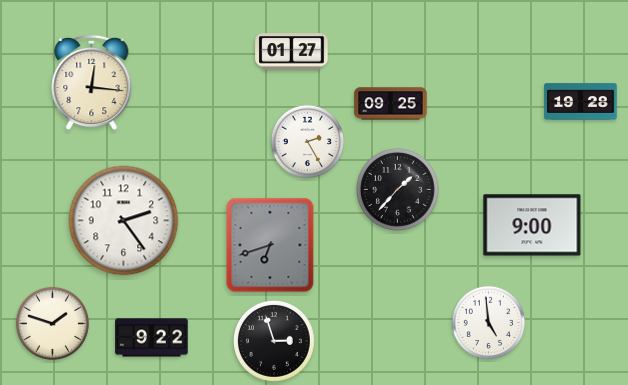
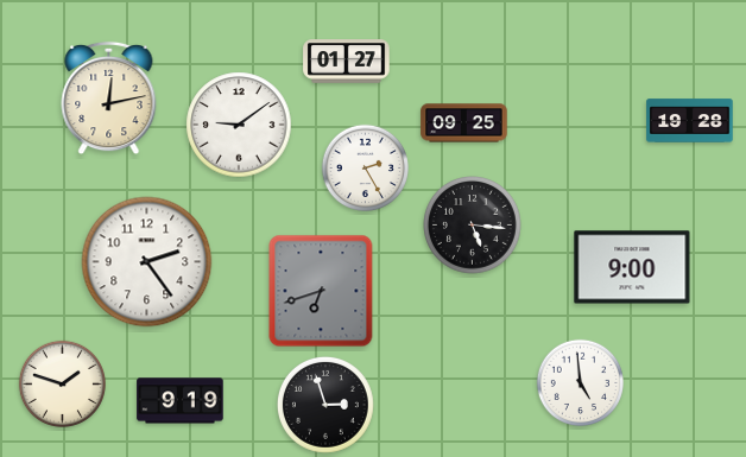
clock at (92, 83): 12:16 -> 12:13
clock at (239, 125): none -> 9:09
clock at (398, 190): 1:37 -> 5:16
clock at (152, 338): 9:22 -> 9:19
